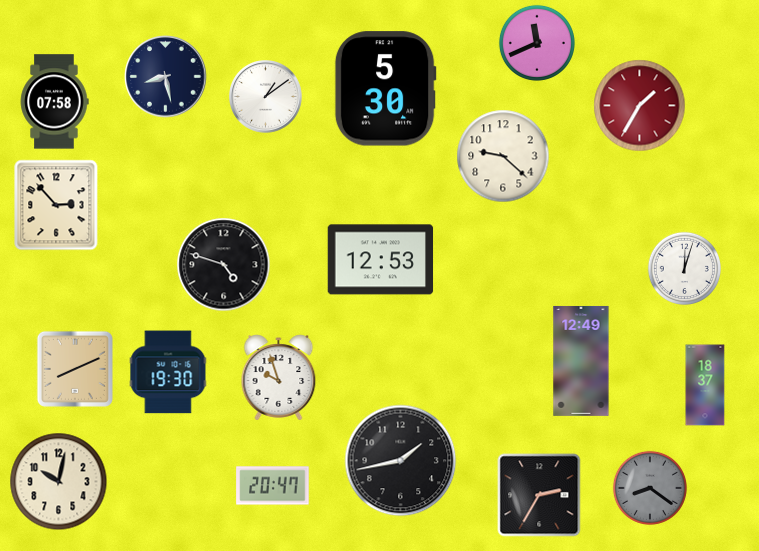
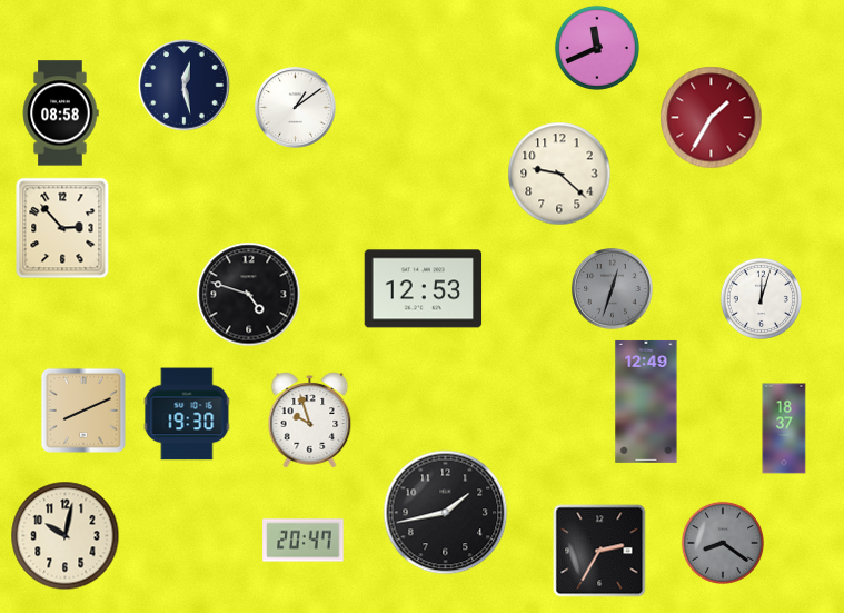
clock at (166, 77): 8:28 -> 12:28
clock at (385, 89): 5:30 -> none
clock at (54, 102): 07:58 -> 08:58
clock at (613, 289): none -> 12:33
